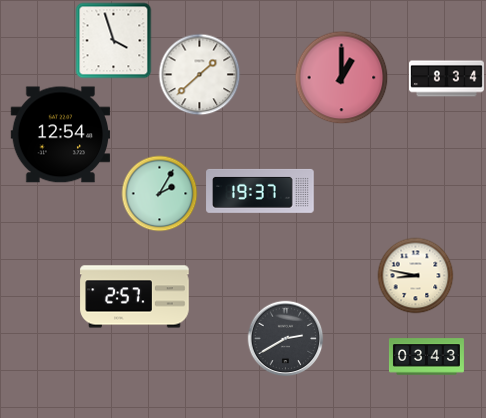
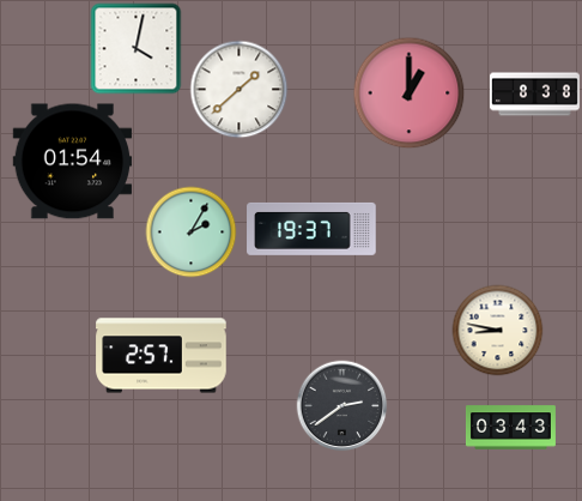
clock at (114, 41): 3:57 -> 4:02
clock at (446, 79): 8:34 -> 8:38
clock at (61, 135): 12:54 -> 01:54
clock at (286, 339): 2:40 -> 2:39
